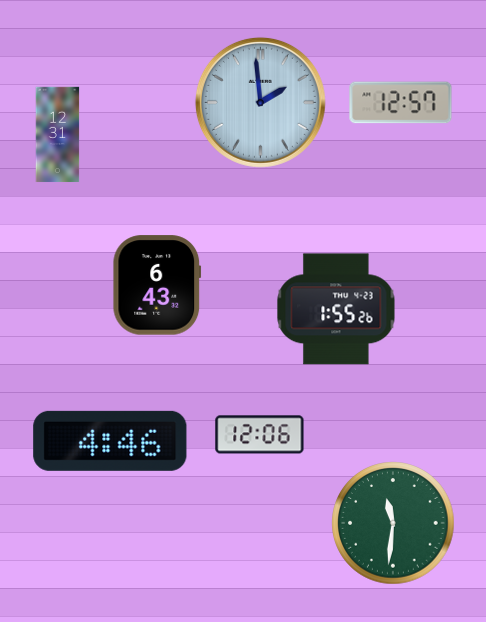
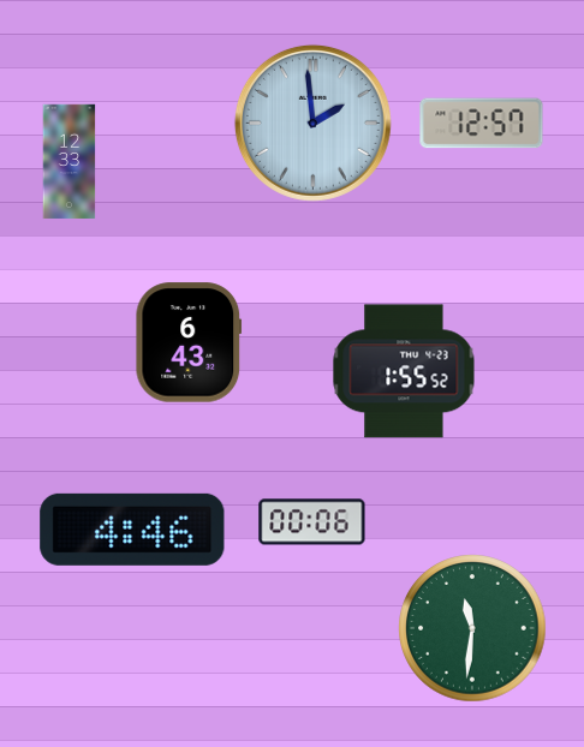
clock at (58, 135): 12:31 -> 12:33
clock at (336, 309): 1:55:26 -> 1:55:52
clock at (260, 435): 12:06 -> 00:06
